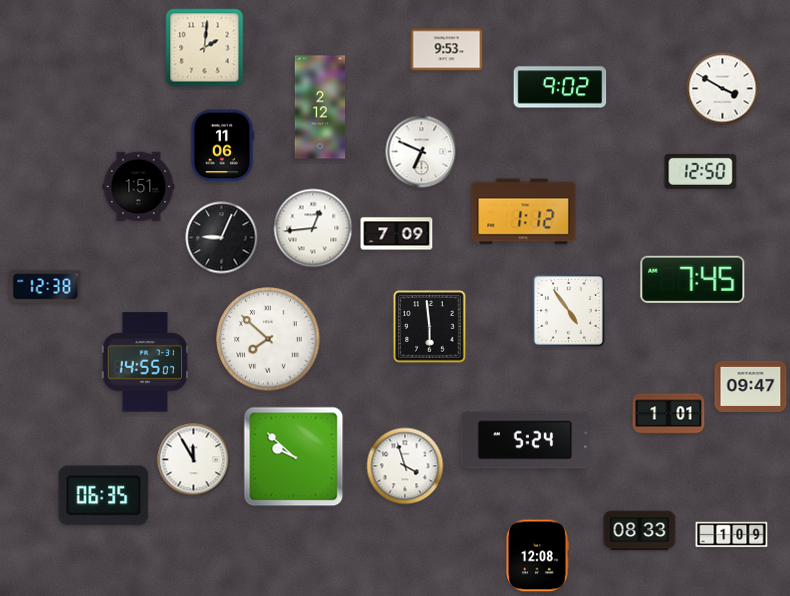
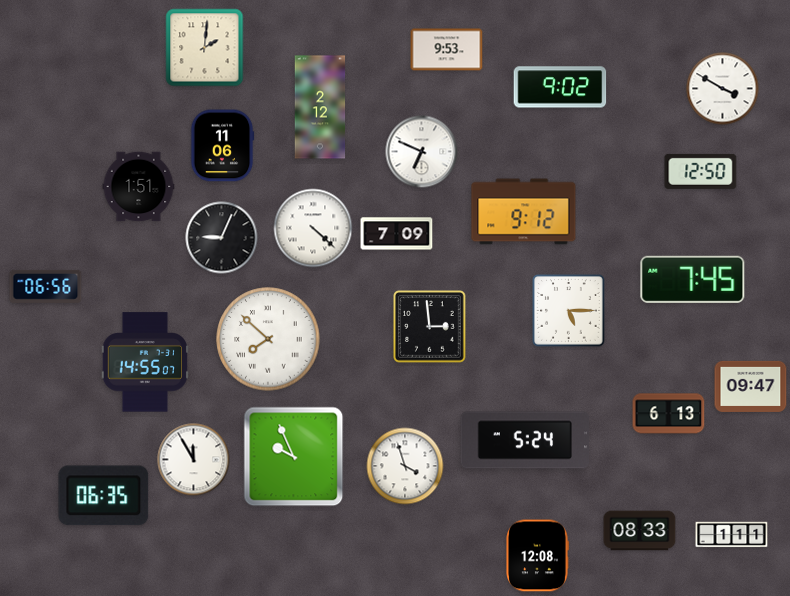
clock at (524, 212): 1:12 -> 9:12
clock at (313, 228): 12:44 -> 4:22
clock at (46, 286): 12:38 -> 06:56
clock at (569, 311): 4:54 -> 5:15
clock at (430, 327): 5:59 -> 2:59
clock at (669, 414): 1:01 -> 6:13
clock at (294, 457): 9:52 -> 9:56
clock at (732, 535): 1:09 -> 1:11
